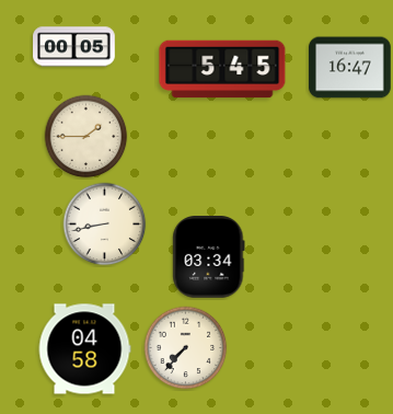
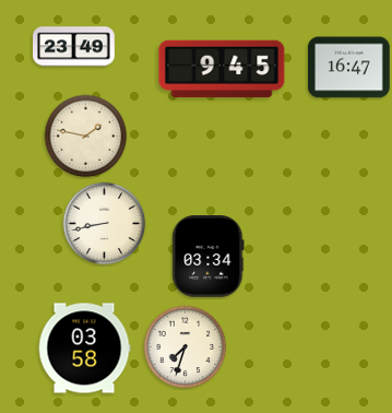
clock at (74, 47): 00:05 -> 23:49
clock at (222, 69): 5:45 -> 9:45
clock at (86, 137): 1:45 -> 1:47
clock at (186, 348): 7:37 -> 7:33
clock at (84, 349): 04:58 -> 03:58
